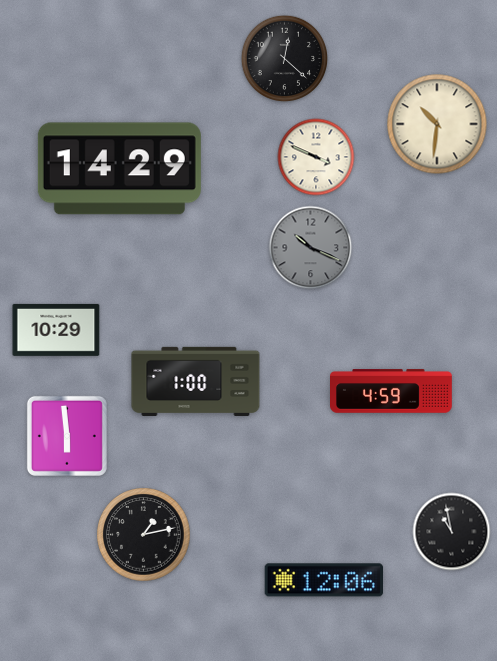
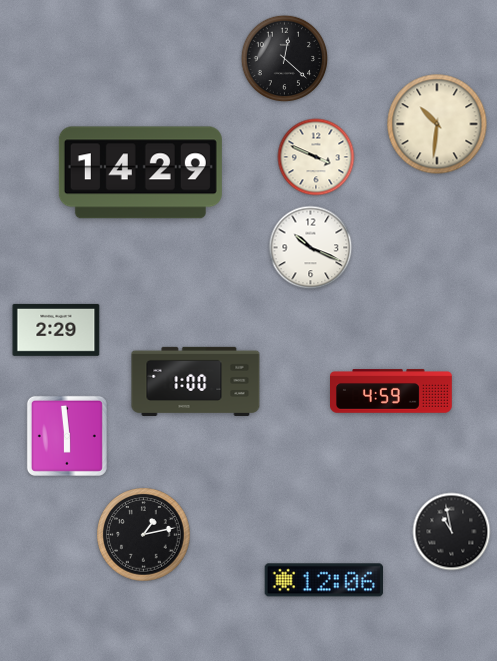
clock at (119, 169) position: (119, 169) -> (140, 173)
clock at (311, 248) dial: grey -> white
clock at (56, 330): 10:29 -> 2:29
